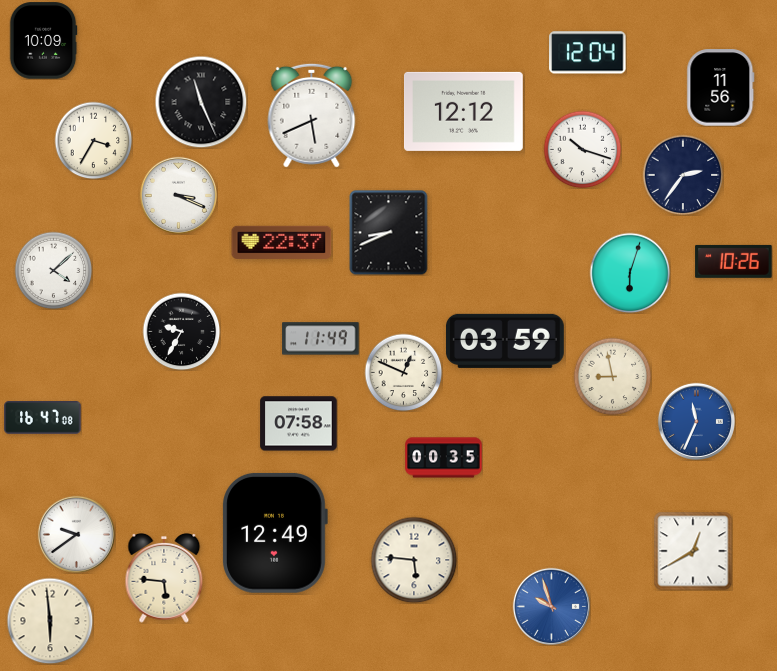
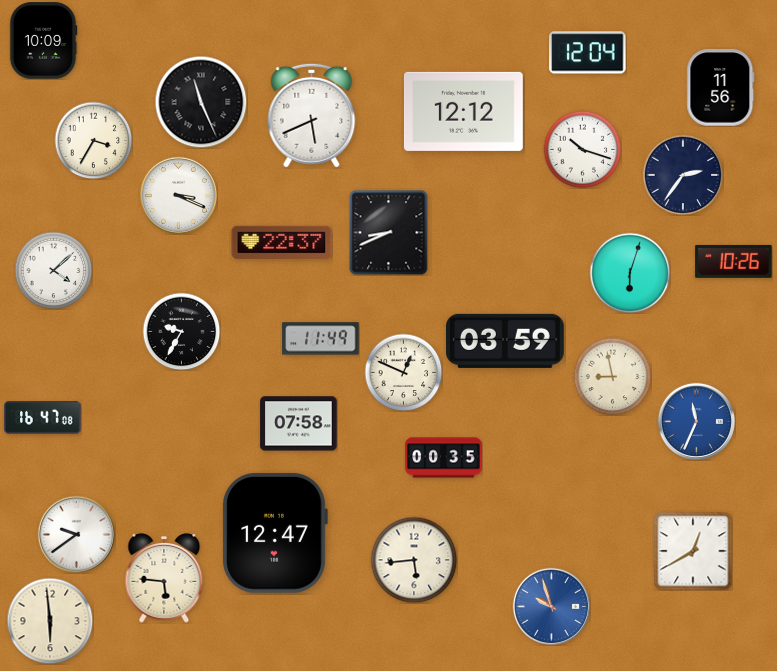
clock at (275, 533): 12:49 -> 12:47
clock at (414, 560): 5:46 -> 5:44
